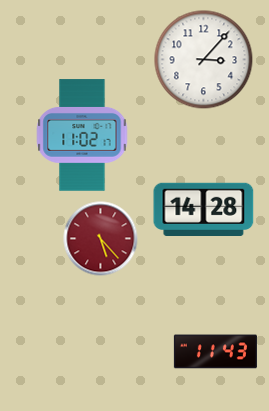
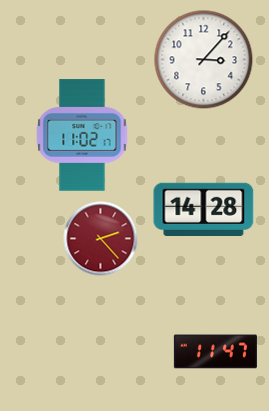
clock at (101, 239): 5:23 -> 2:23
clock at (215, 352): 11:43 -> 11:47
